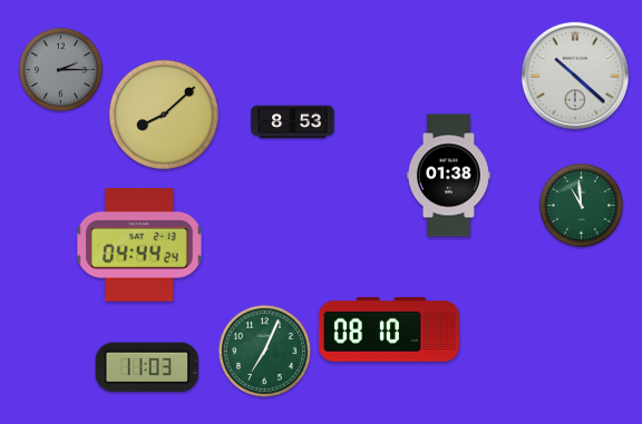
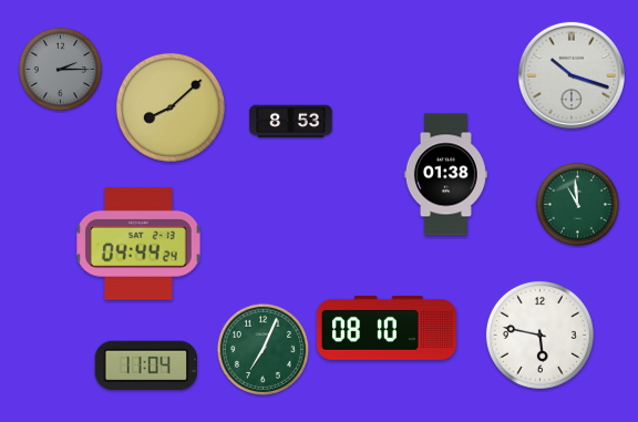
clock at (575, 76): 10:22 -> 10:18
clock at (164, 115) position: (164, 115) -> (171, 107)
clock at (539, 334): none -> 5:47
clock at (146, 367): 11:03 -> 11:04
